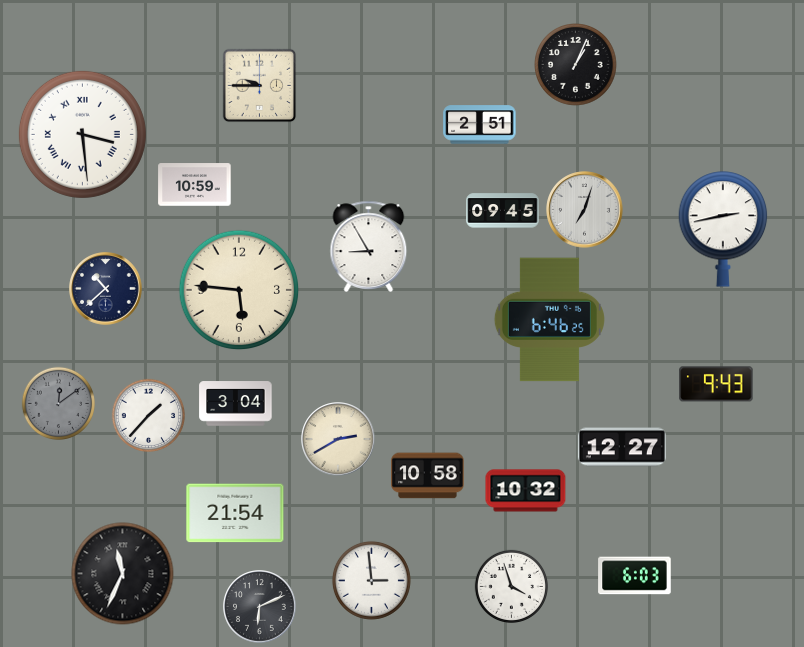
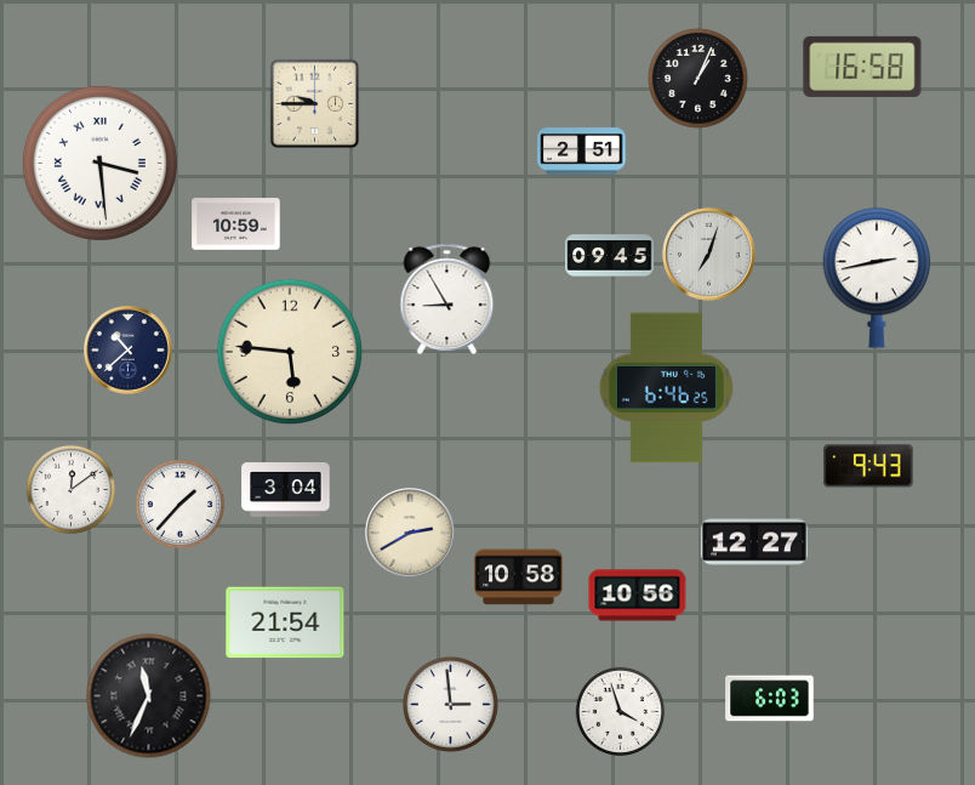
clock at (862, 67): none -> 16:58
clock at (58, 403) dial: grey -> white
clock at (526, 491): 10:32 -> 10:56
clock at (260, 607): 6:11 -> none
